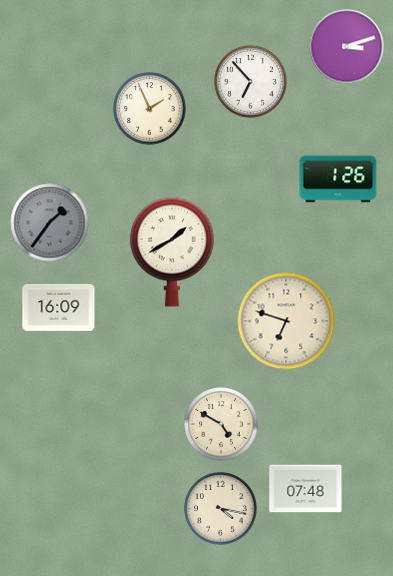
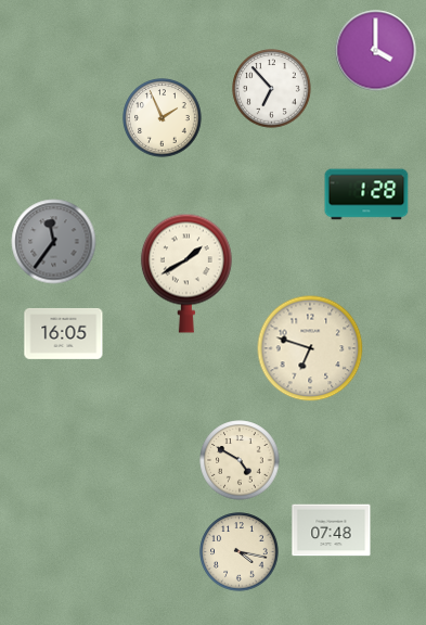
clock at (347, 47): 3:12 -> 4:00
clock at (338, 179): 1:26 -> 1:28
clock at (50, 223): 1:36 -> 11:36
clock at (59, 307): 16:09 -> 16:05
